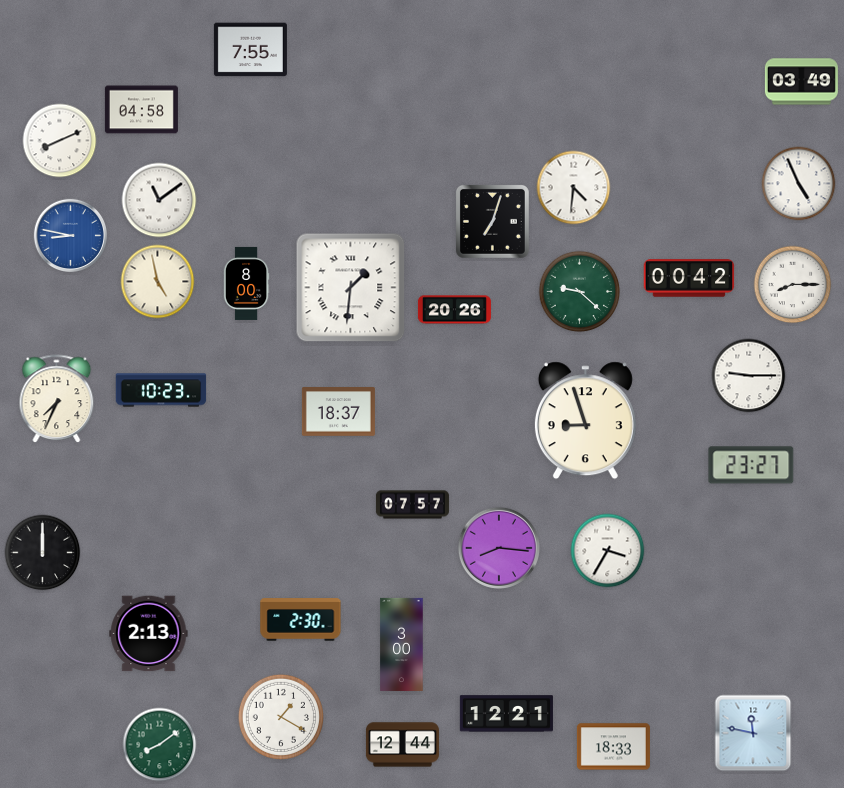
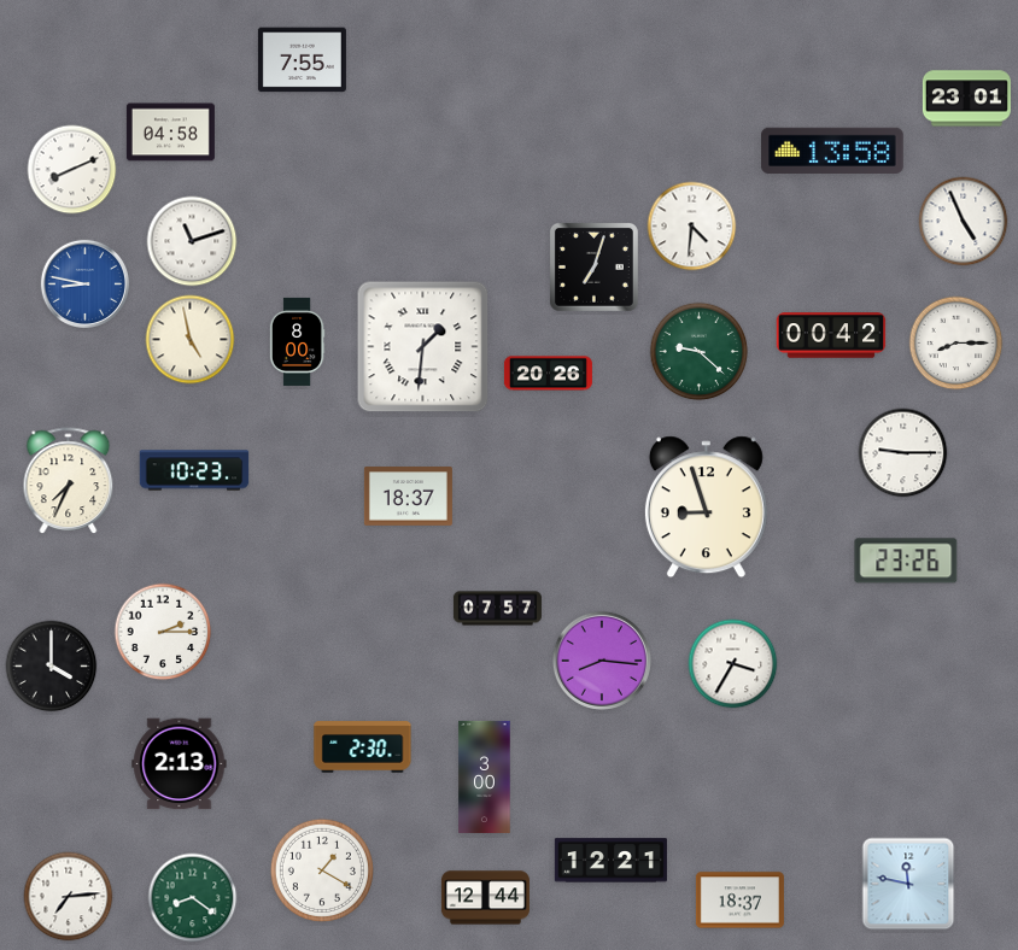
clock at (801, 82): 03:49 -> 23:01
clock at (832, 149): none -> 13:58
clock at (159, 200): 11:09 -> 11:12
clock at (751, 465): 23:27 -> 23:26
clock at (163, 632): none -> 2:15
clock at (43, 553): 12:00 -> 4:00
clock at (281, 717) position: (281, 717) -> (322, 870)
clock at (69, 897): none -> 7:14
clock at (160, 745): 8:09 -> 8:21
clock at (613, 747): 18:33 -> 18:37
